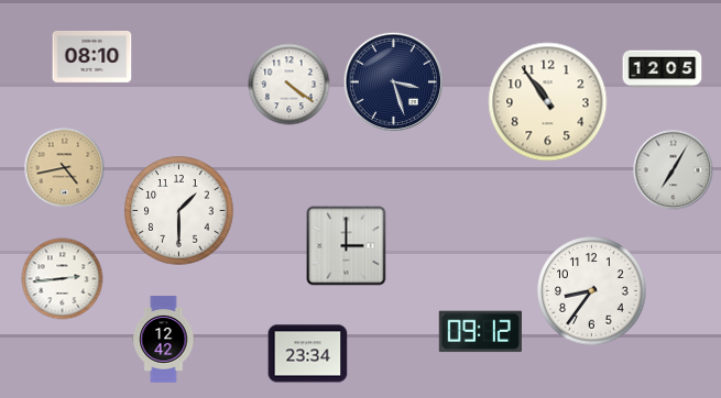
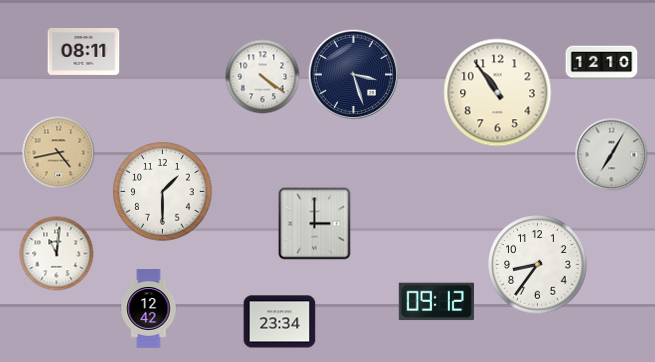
clock at (92, 57): 08:10 -> 08:11
clock at (663, 69): 12:05 -> 12:10
clock at (393, 81) position: (393, 81) -> (353, 74)
clock at (63, 279): 2:44 -> 11:01
